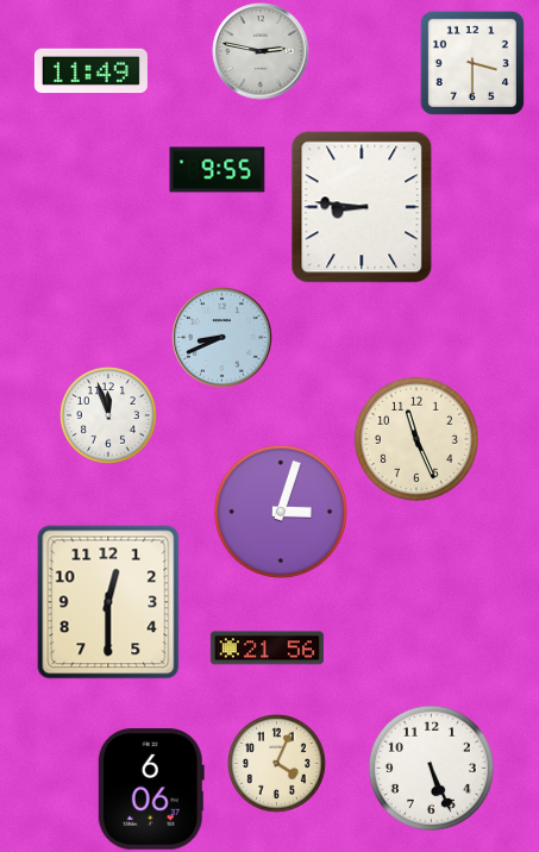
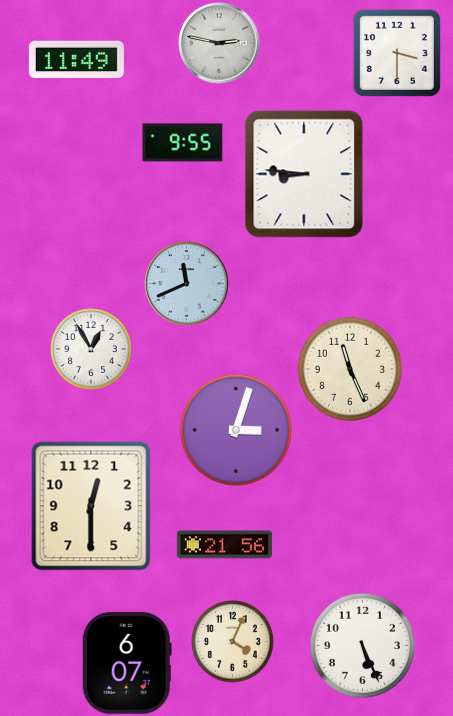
clock at (223, 338): 8:41 -> 11:41
clock at (108, 415): 11:57 -> 12:55
clock at (151, 789): 6:06 -> 6:07
